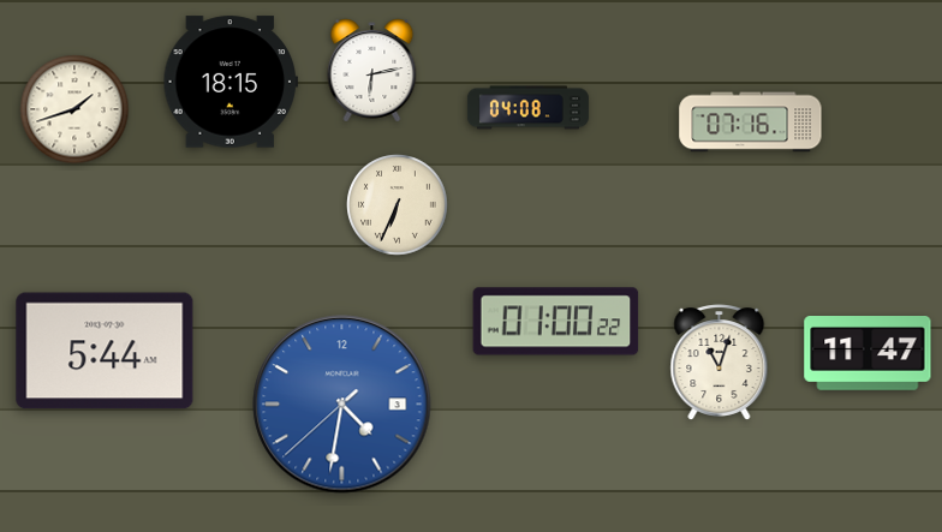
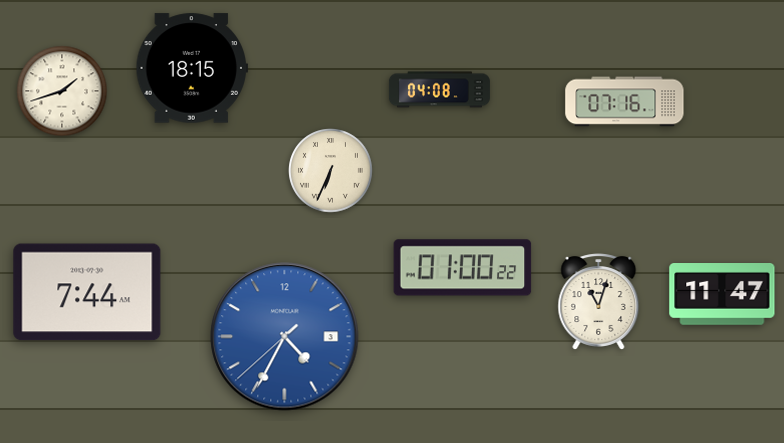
clock at (372, 71): 6:13 -> none
clock at (105, 351): 5:44 -> 7:44
clock at (342, 405): 4:31 -> 4:34
